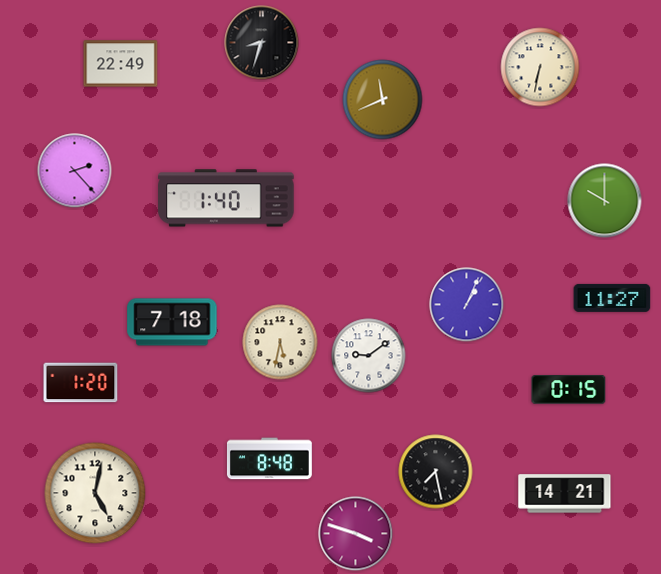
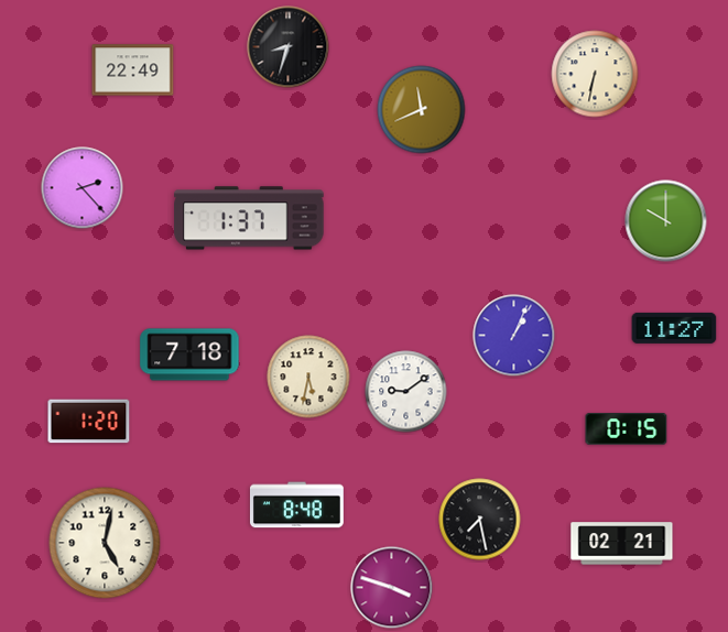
clock at (226, 198): 1:40 -> 1:37
clock at (565, 494): 14:21 -> 02:21
